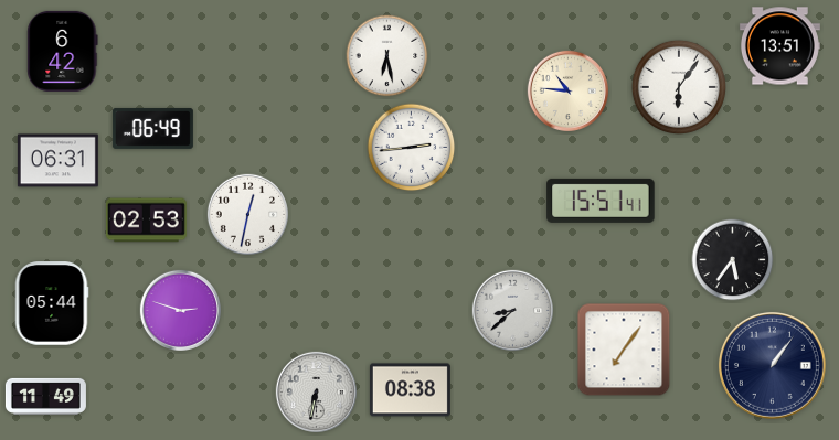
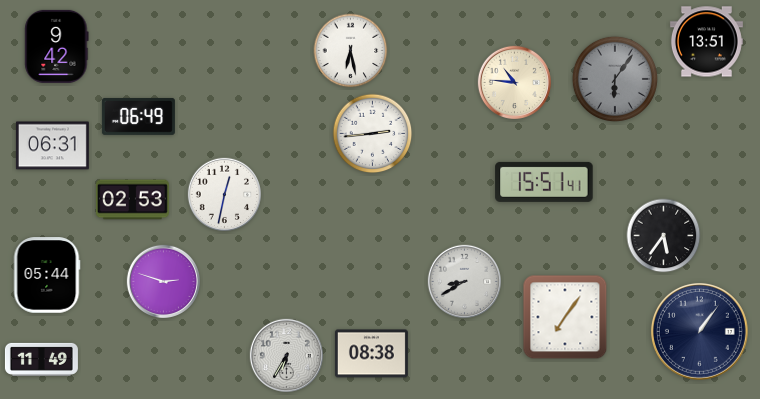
clock at (63, 51): 6:42 -> 9:42
clock at (679, 87) dial: white -> grey
clock at (512, 310): 8:38 -> 8:40
clock at (316, 391): 6:32 -> 6:35
